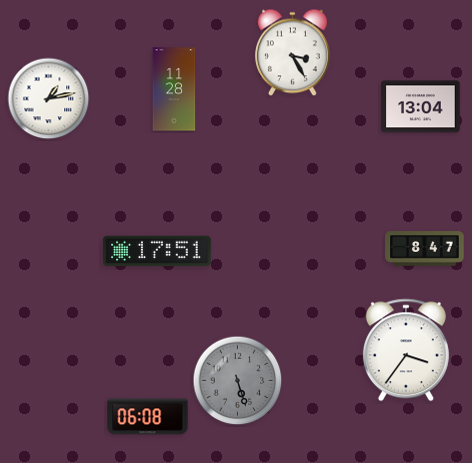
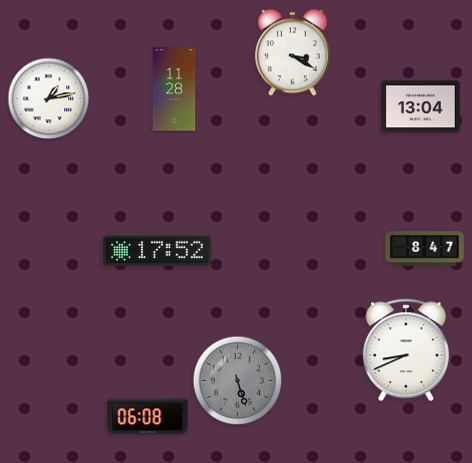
clock at (292, 53): 3:25 -> 3:20
clock at (157, 251): 17:51 -> 17:52
clock at (406, 350): 3:36 -> 8:41
